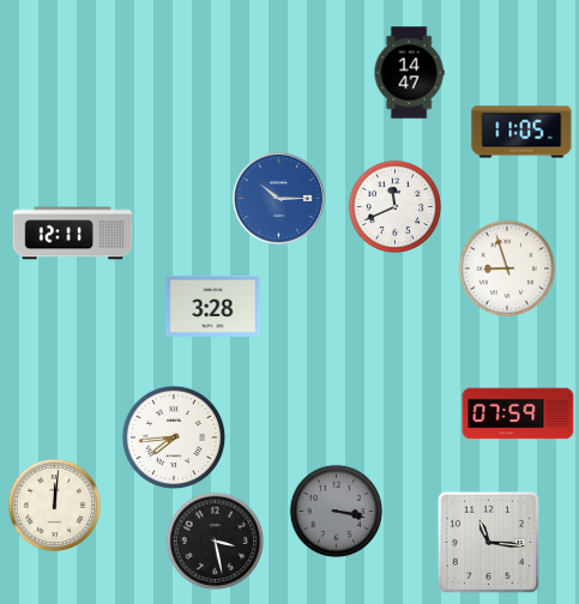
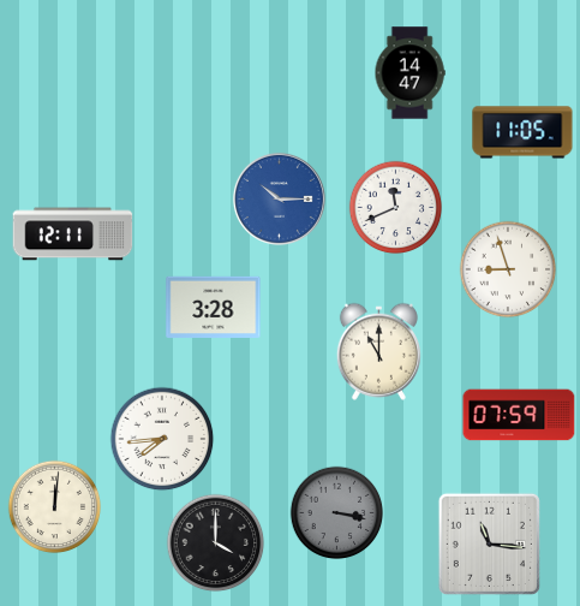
clock at (378, 351): none -> 11:00
clock at (174, 437) position: (174, 437) -> (162, 439)
clock at (215, 540): 3:28 -> 4:00
